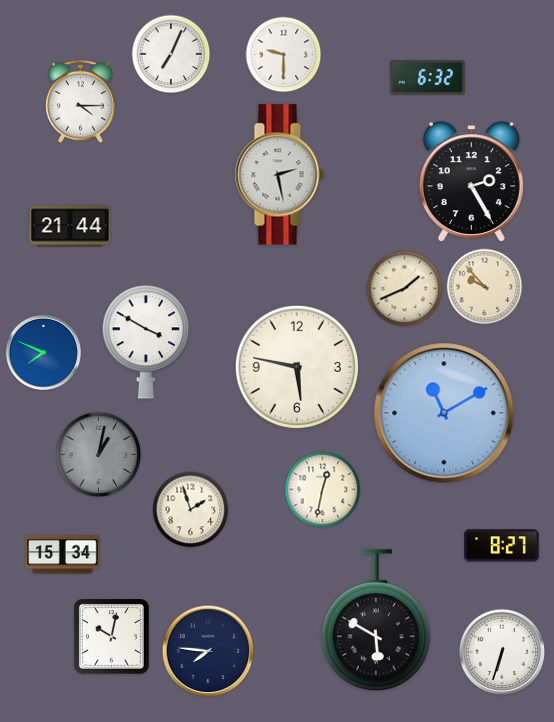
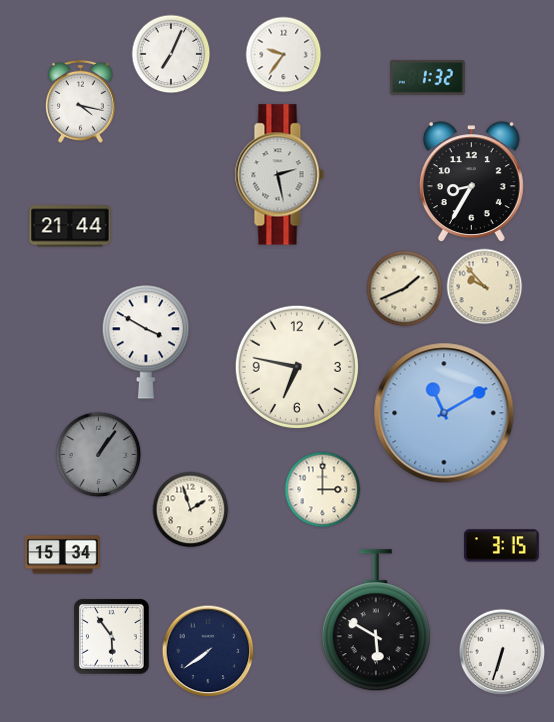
clock at (284, 55): 9:30 -> 9:36
clock at (427, 77): 6:32 -> 1:32
clock at (80, 101): 4:15 -> 4:17
clock at (471, 182): 2:25 -> 8:35
clock at (43, 352): 7:49 -> none
clock at (297, 367): 5:47 -> 6:47
clock at (99, 455): 1:02 -> 1:06
clock at (323, 490): 12:32 -> 3:00
clock at (501, 546): 8:27 -> 3:15
clock at (112, 637): 10:02 -> 5:54
clock at (208, 651): 7:46 -> 7:39
